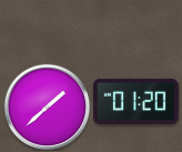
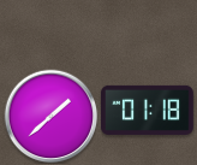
clock at (136, 101): 01:20 -> 01:18
